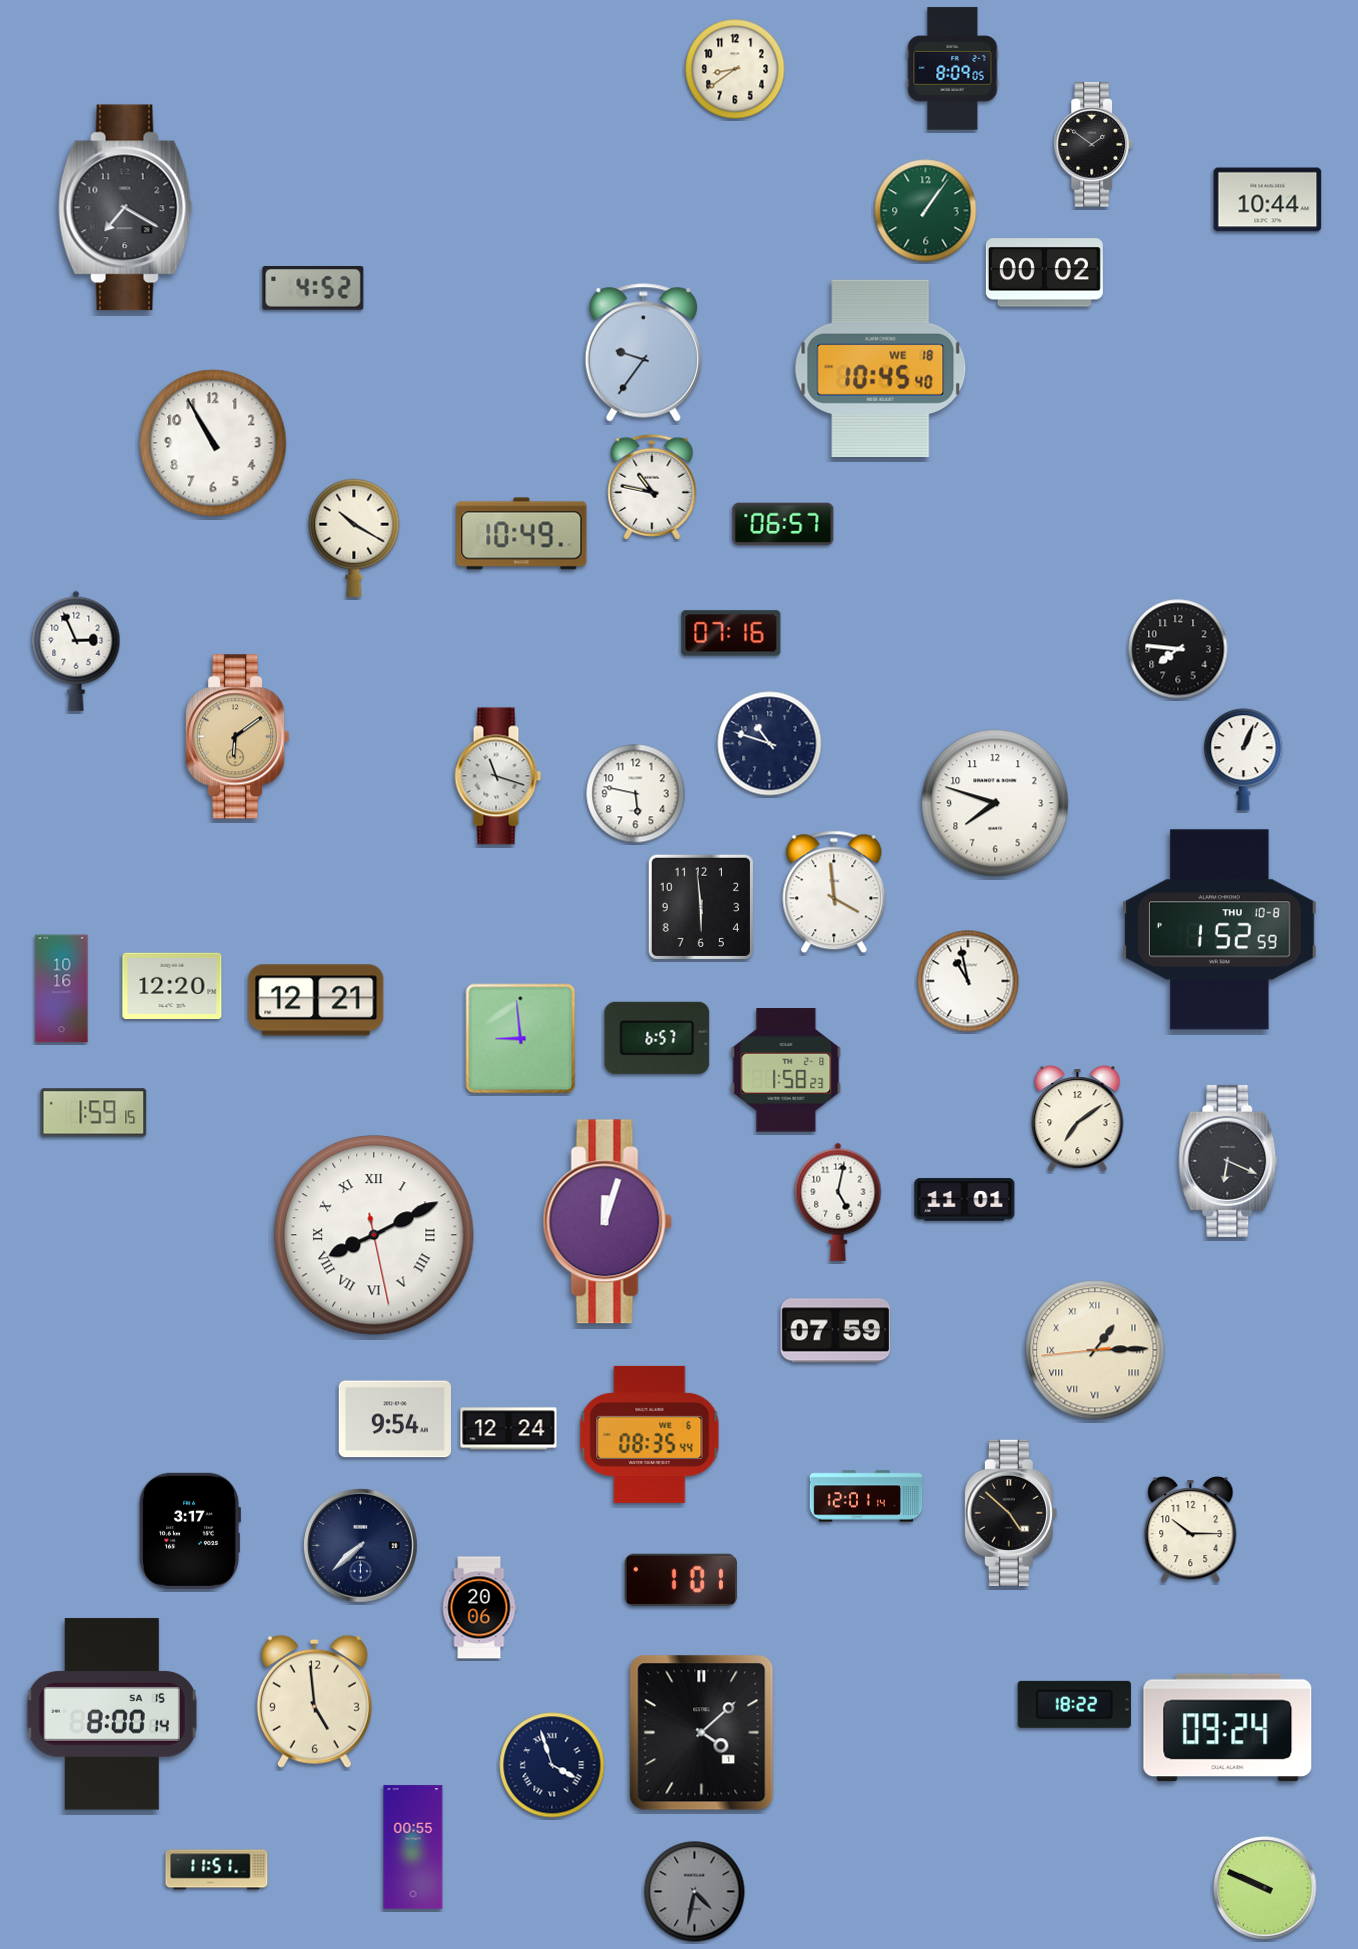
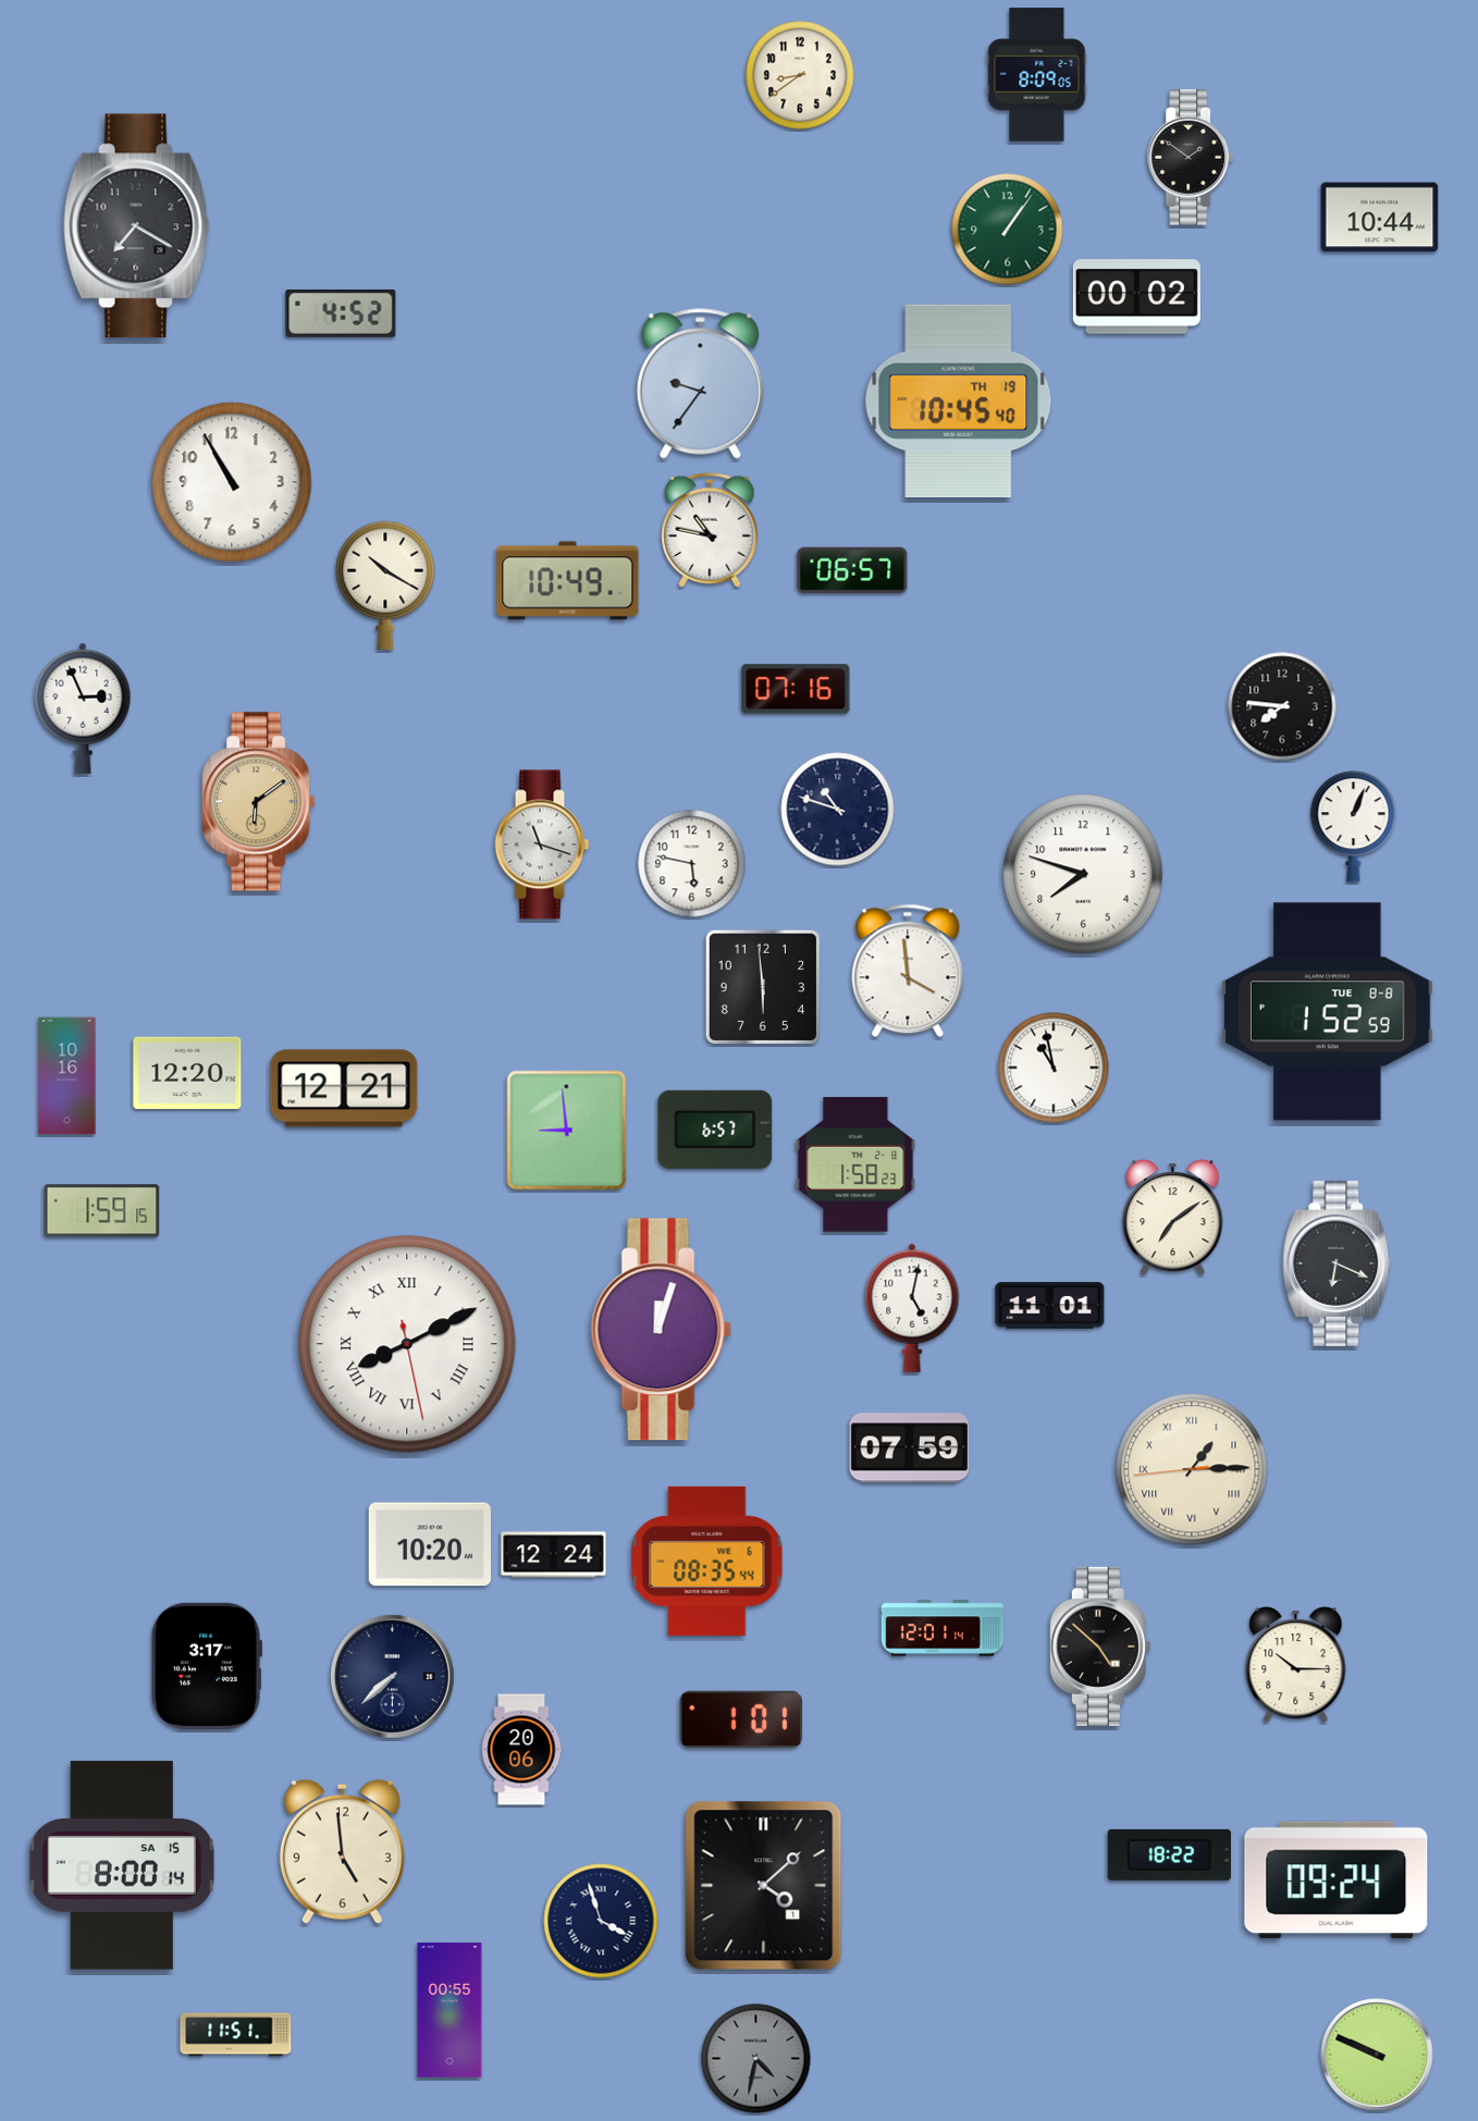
clock at (881, 368) date: WE 18 -> TH 19
clock at (1219, 930) date: THU 10-8 -> TUE 8-8
clock at (394, 1419): 9:54 -> 10:20
clock at (360, 1545) position: (360, 1545) -> (392, 1676)
